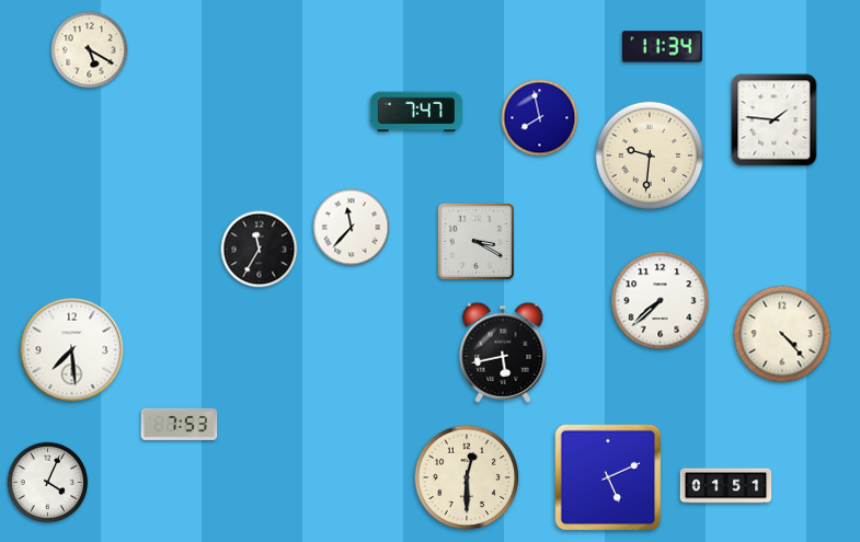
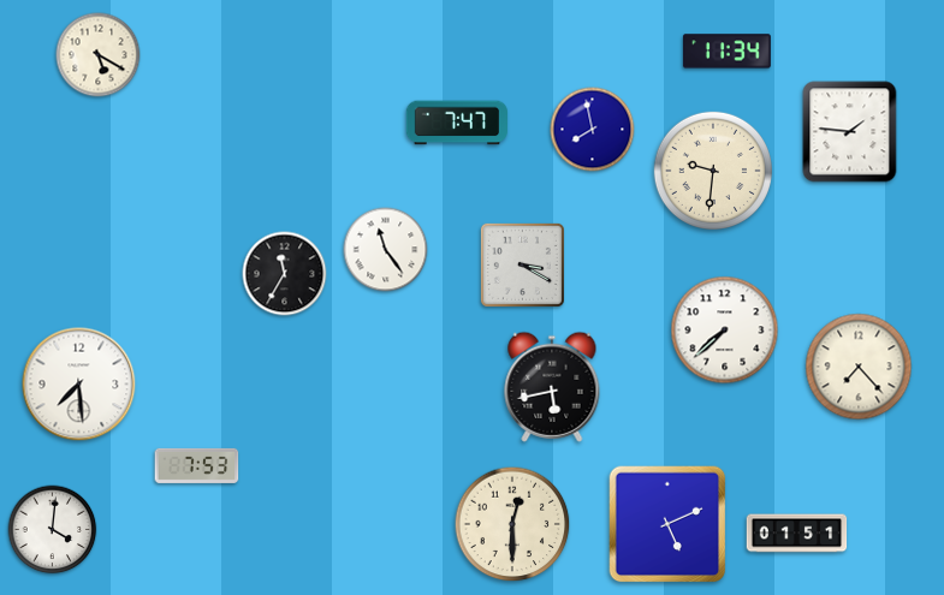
clock at (352, 228): 11:37 -> 11:24
clock at (782, 334): 4:23 -> 7:23
clock at (48, 483): 4:04 -> 4:01
